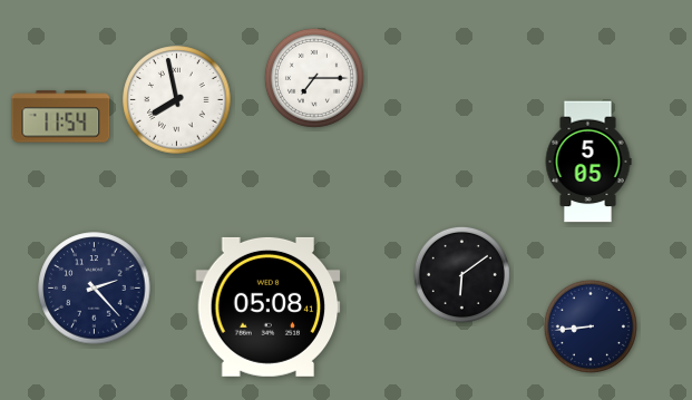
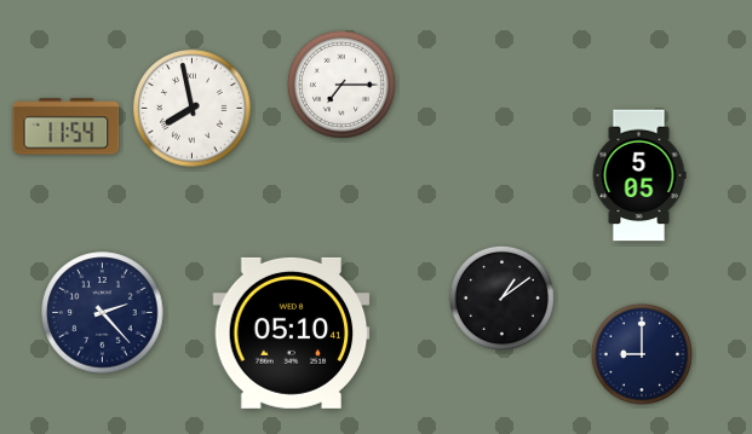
clock at (461, 274): 6:09 -> 1:09
clock at (269, 306): 05:08 -> 05:10
clock at (591, 326): 8:44 -> 9:00
